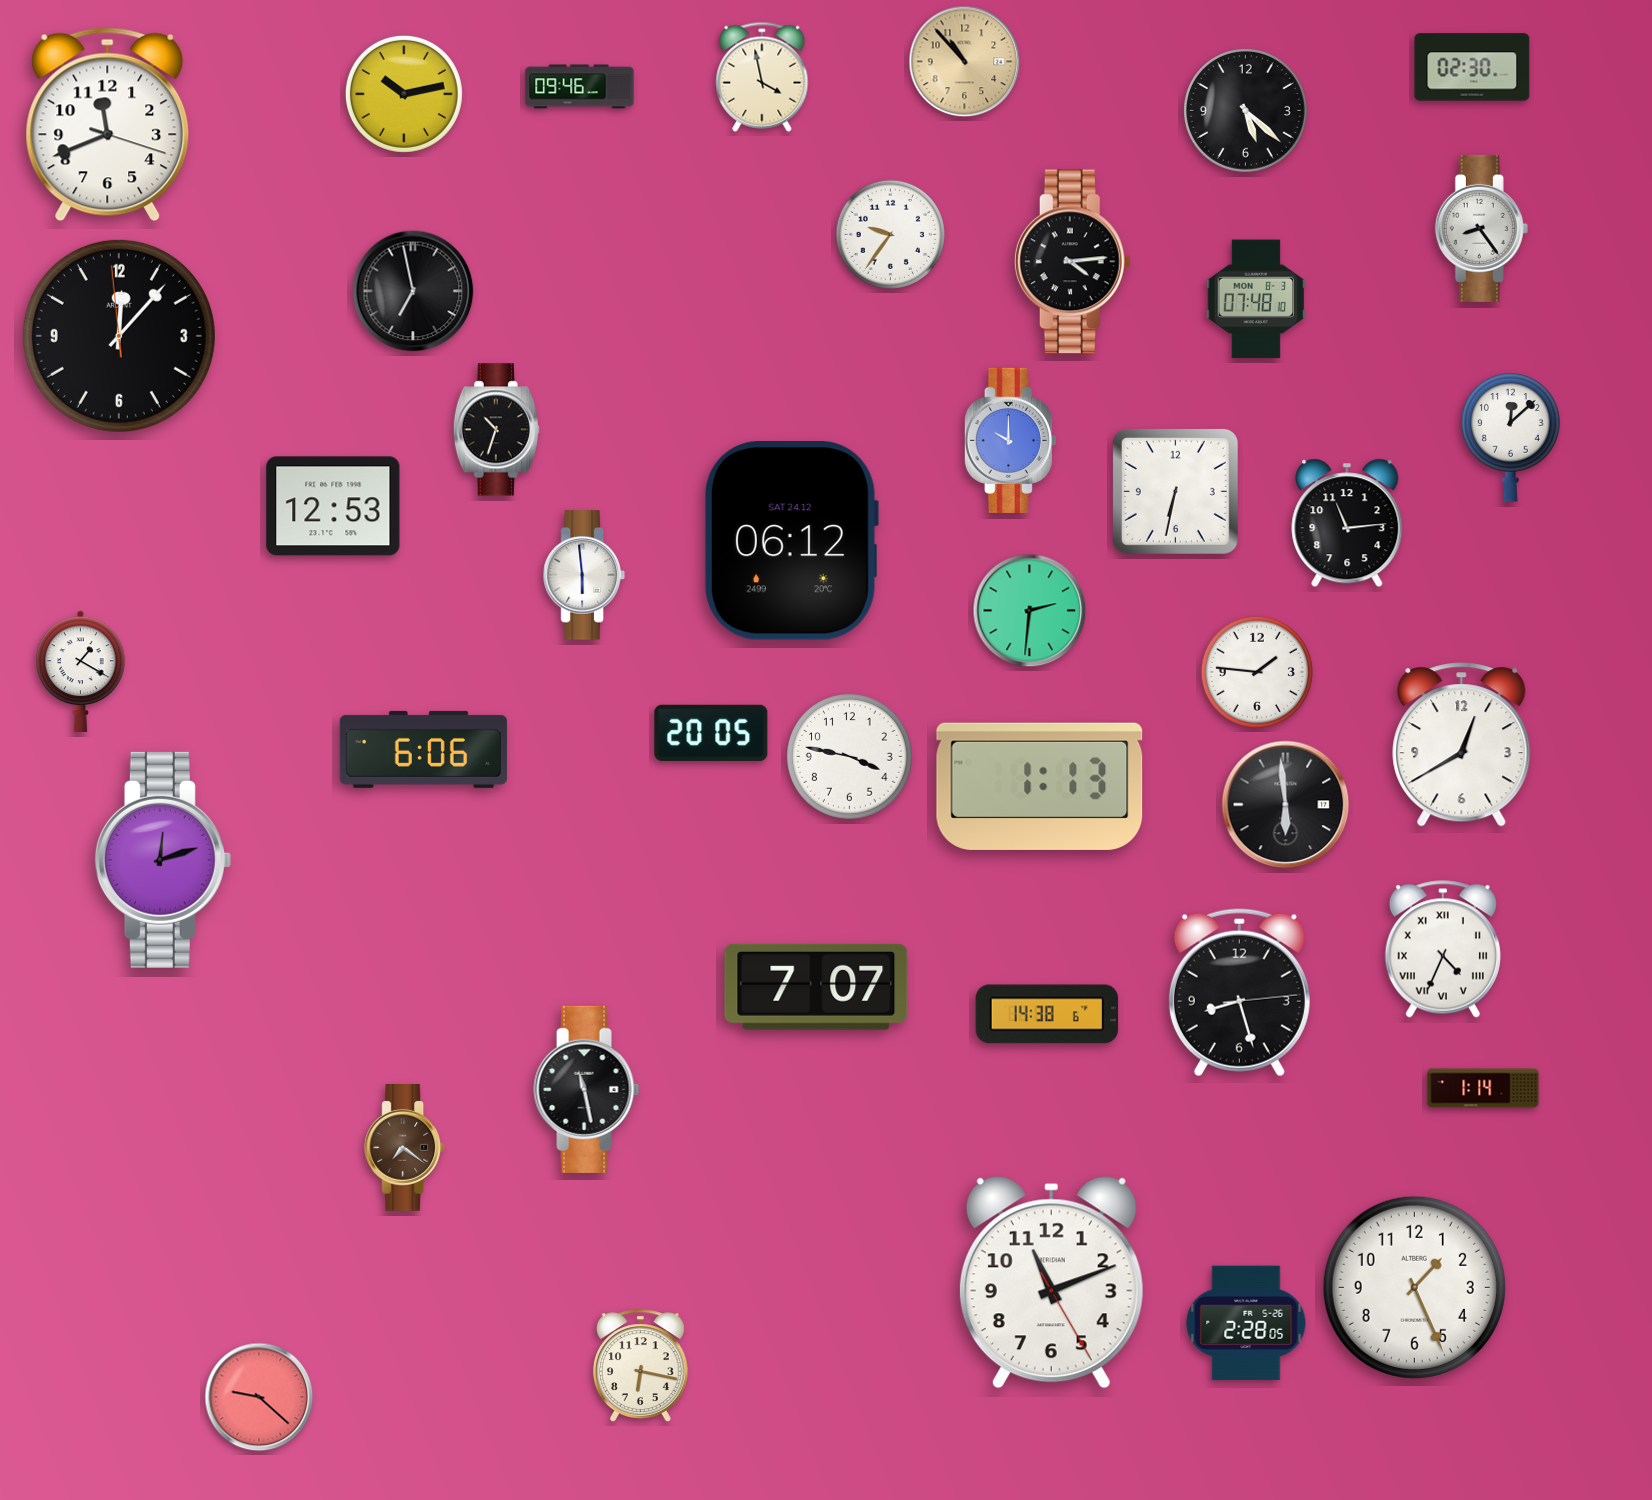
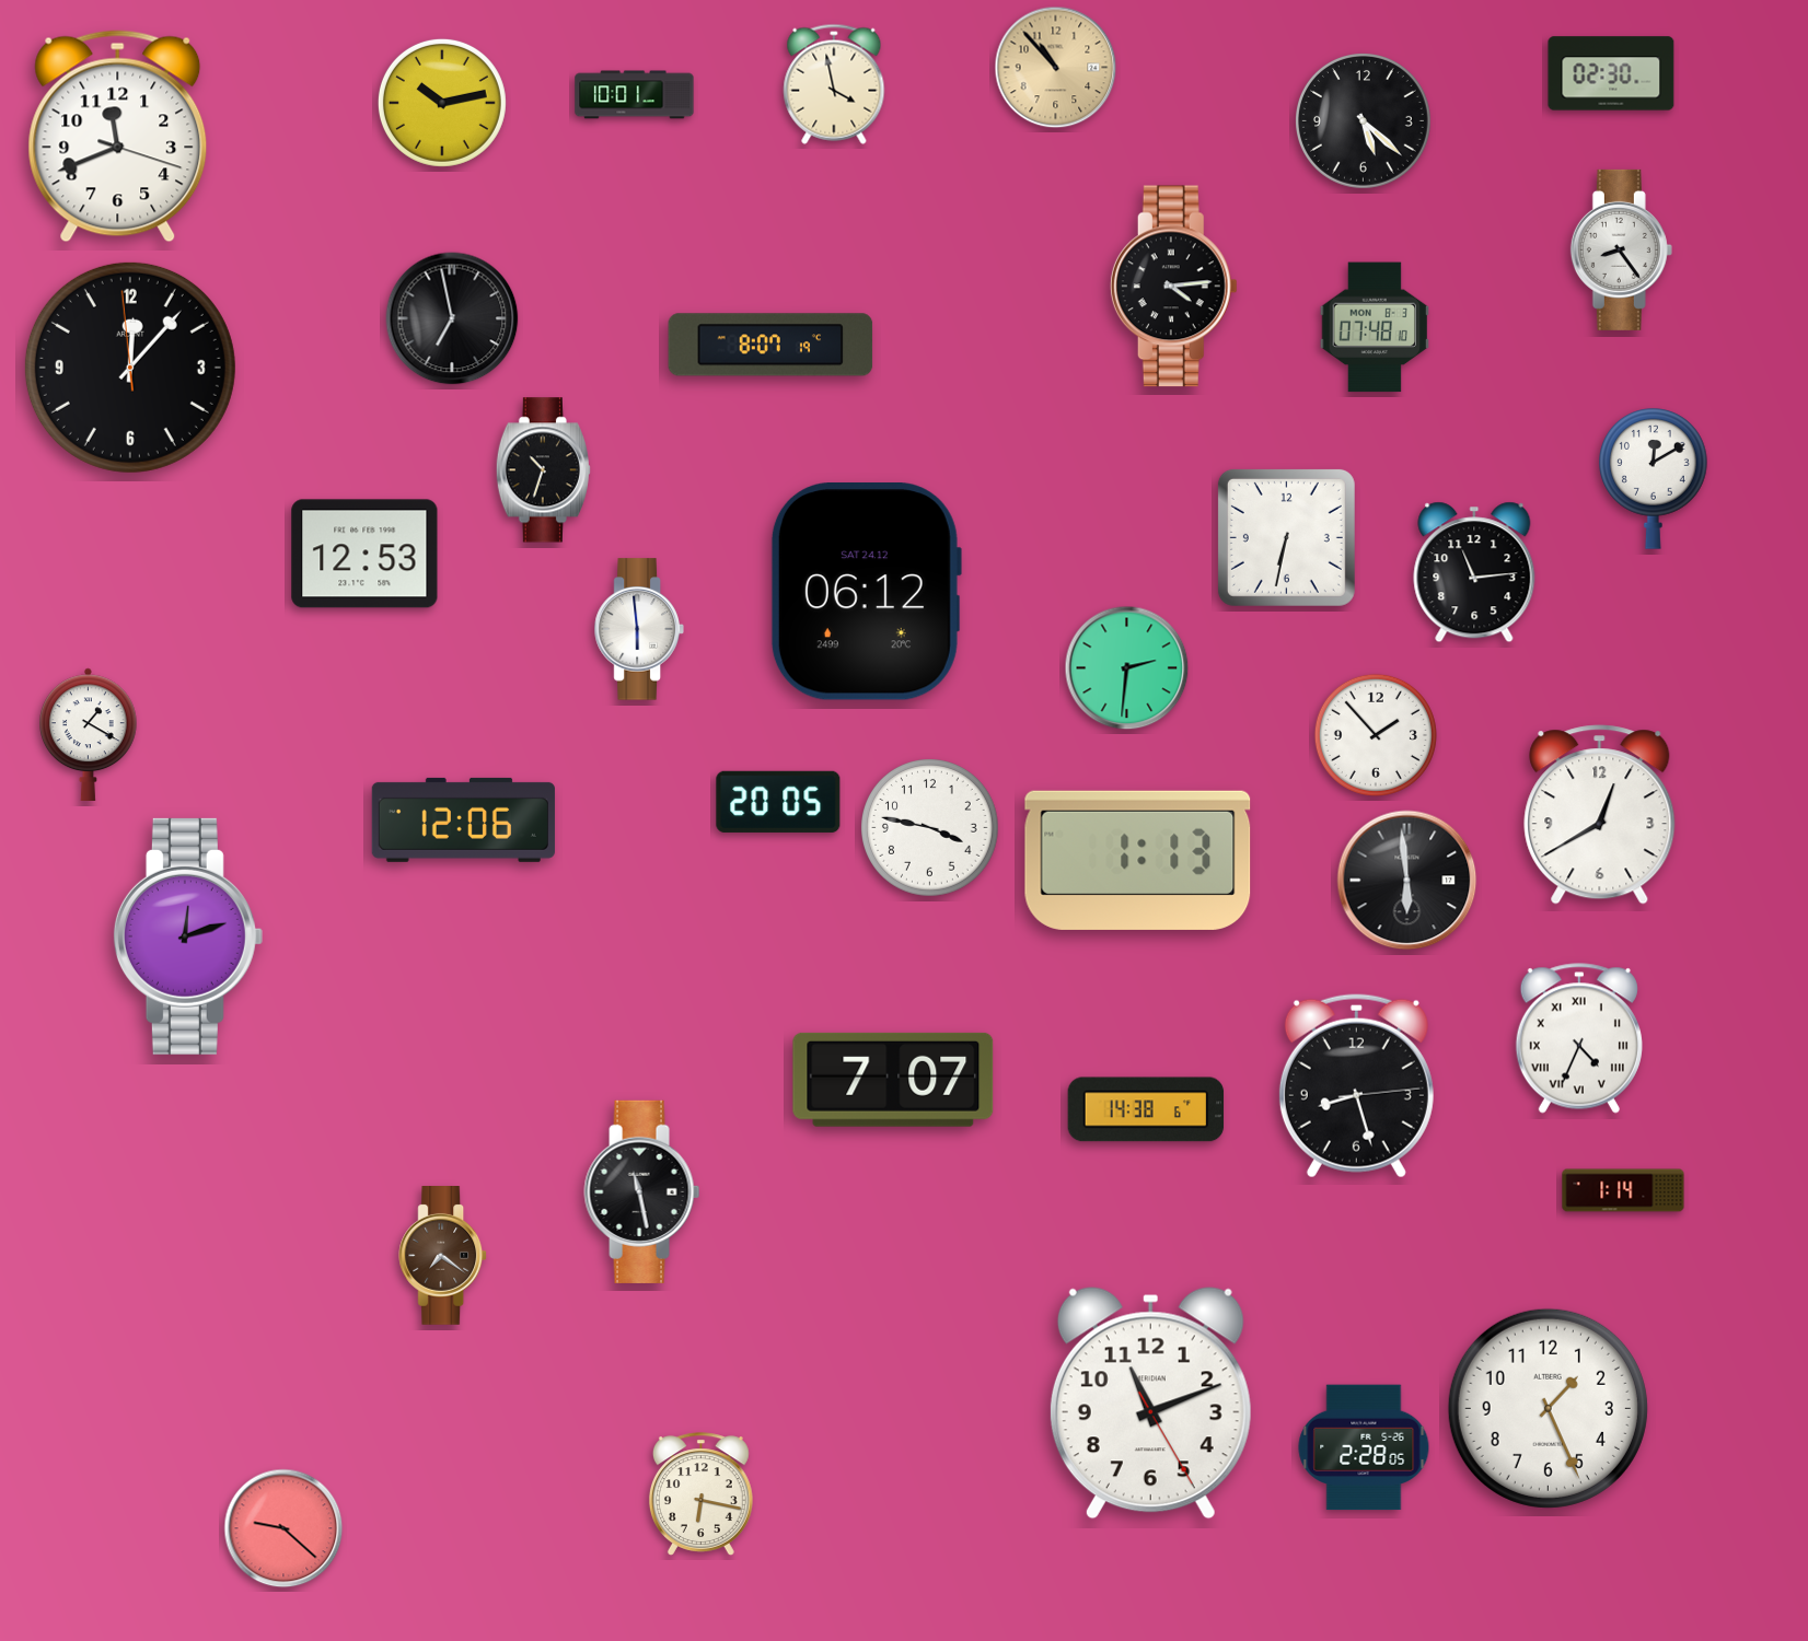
clock at (580, 87): 09:46 -> 10:01
clock at (890, 234): 9:36 -> none
clock at (770, 345): none -> 8:07
clock at (1511, 438): 12:08 -> 12:10
clock at (1010, 440): 10:00 -> none
clock at (1257, 672): 1:46 -> 1:53
clock at (423, 749): 6:06 -> 12:06
clock at (163, 860) position: (163, 860) -> (188, 936)
